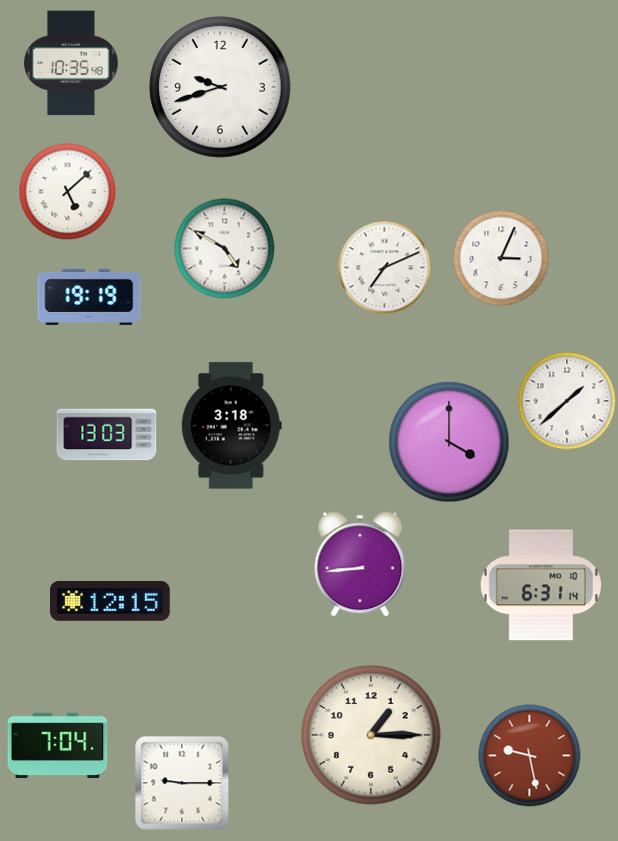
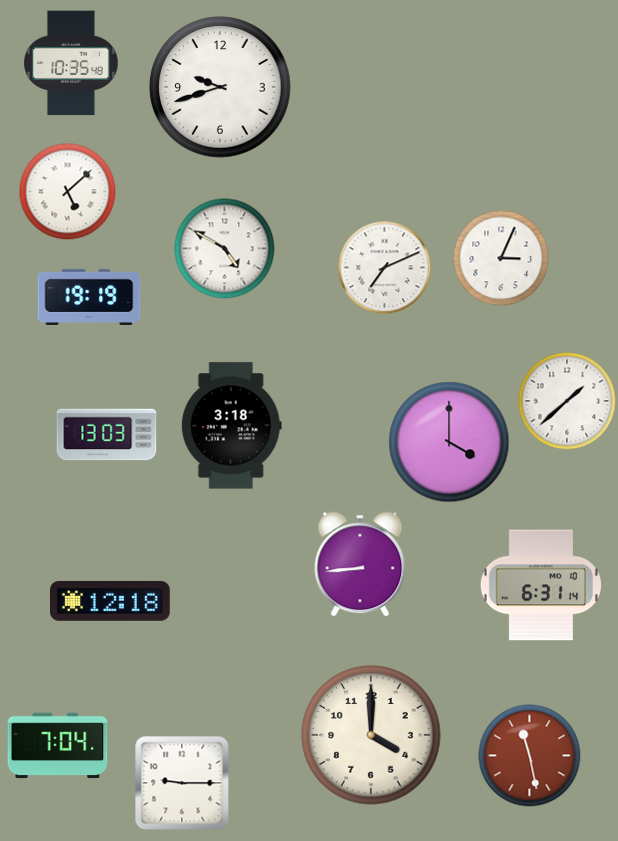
clock at (111, 601): 12:15 -> 12:18
clock at (371, 735): 1:15 -> 4:00
clock at (530, 756): 9:28 -> 11:28
